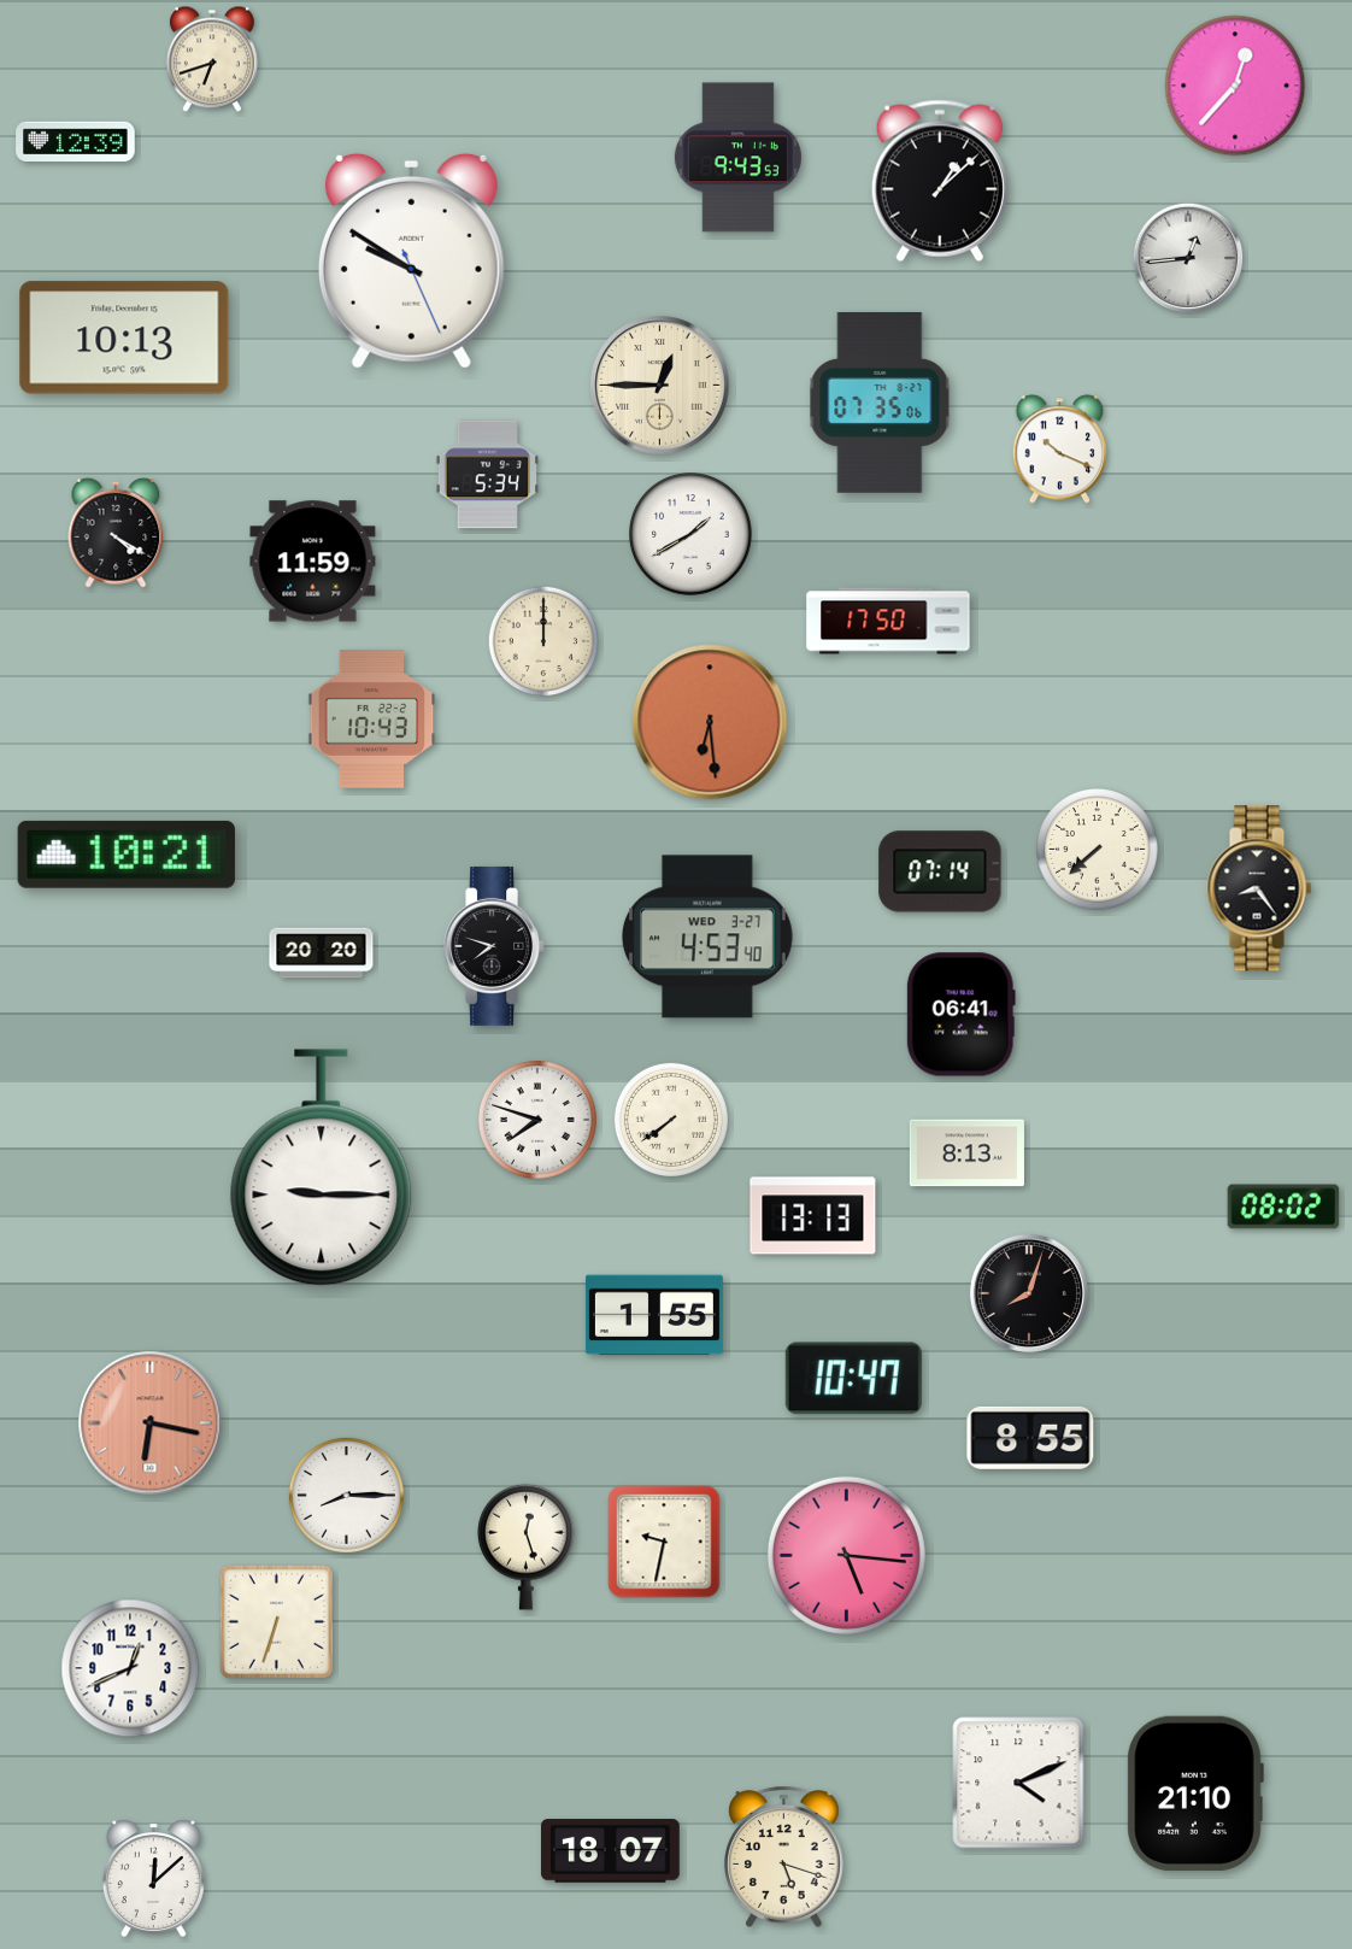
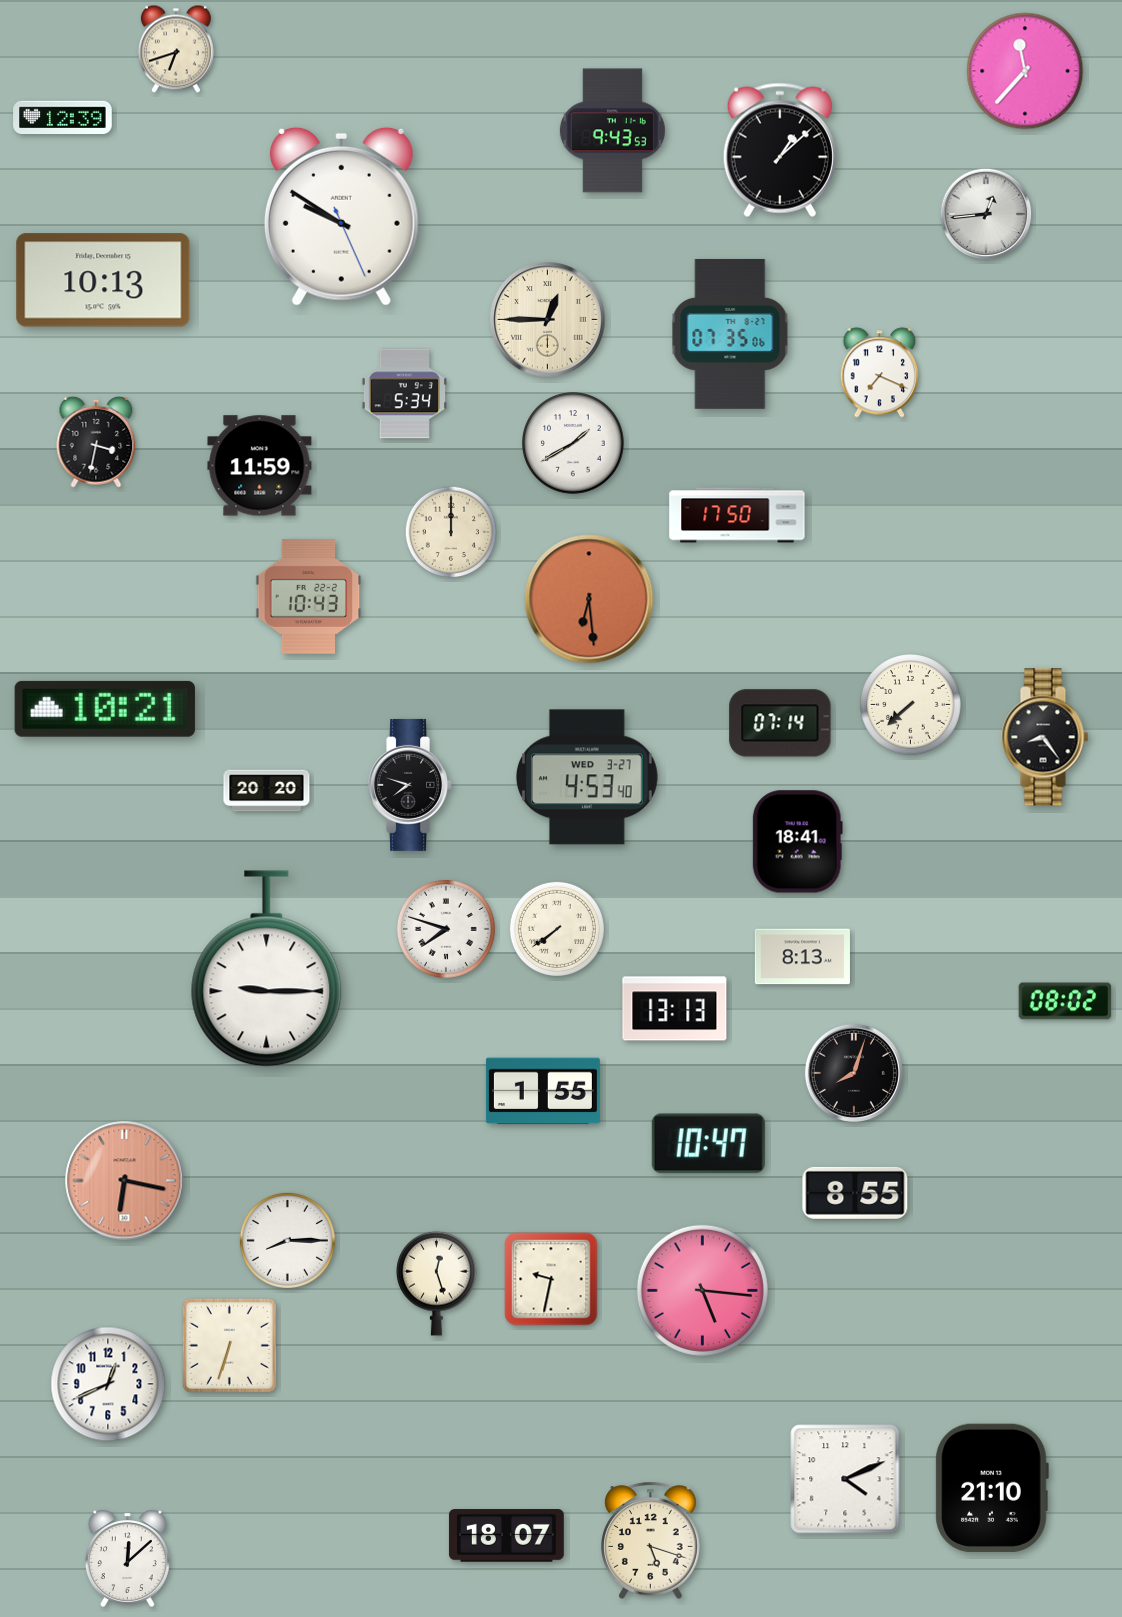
clock at (1235, 86): 12:37 -> 11:37
clock at (1060, 450): 10:19 -> 7:19
clock at (116, 533): 4:20 -> 3:32
clock at (960, 1015): 06:41 -> 18:41
